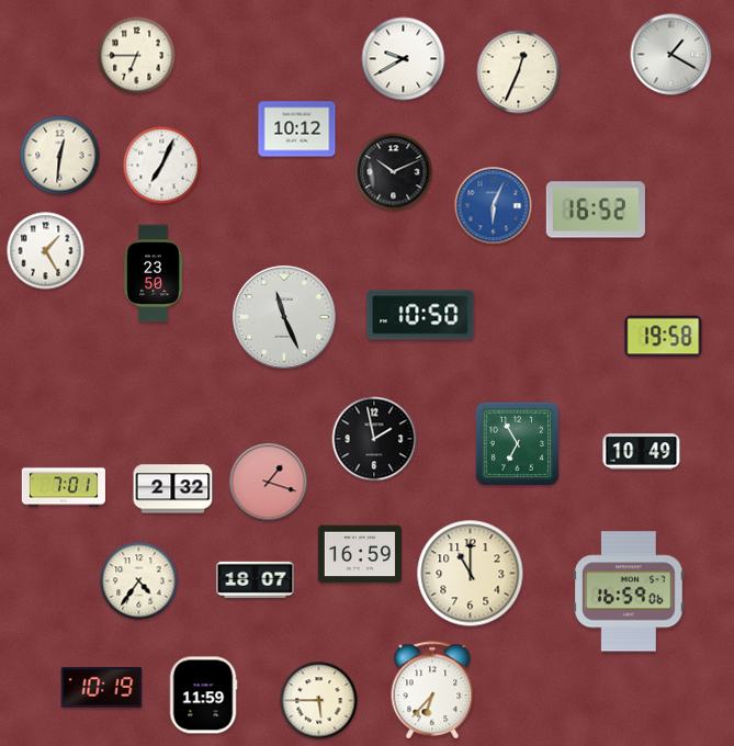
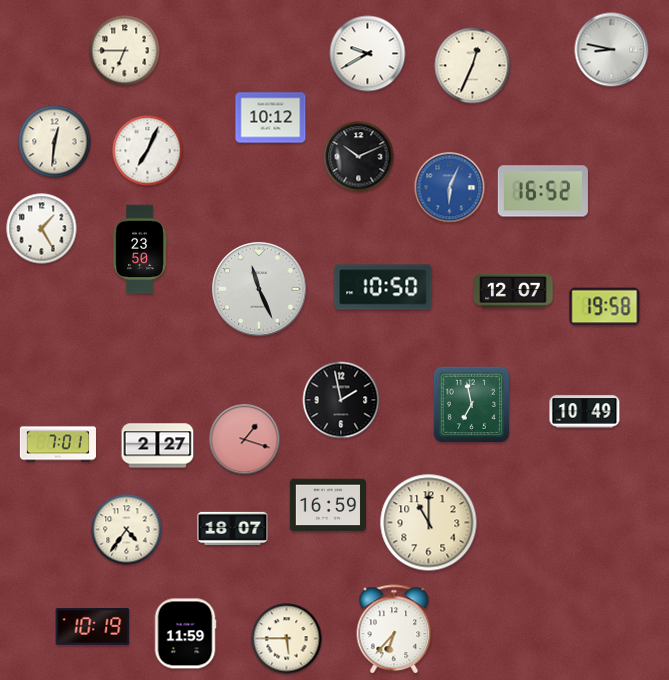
clock at (671, 55): 1:20 -> 8:47
clock at (513, 291): none -> 12:07
clock at (518, 444): 6:55 -> 6:58
clock at (173, 489): 2:32 -> 2:27
clock at (630, 591): 16:59 -> none
clock at (319, 701) position: (319, 701) -> (287, 639)
